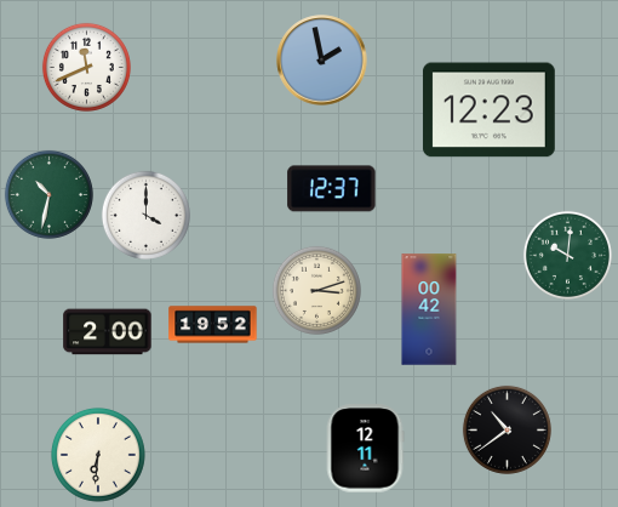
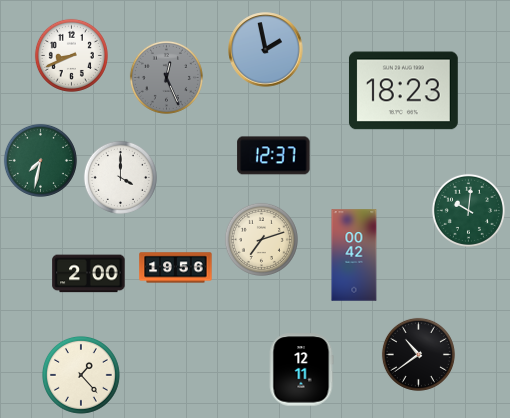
clock at (86, 67): 11:41 -> 8:41
clock at (166, 77): none -> 12:26
clock at (488, 110): 12:23 -> 18:23
clock at (48, 194): 10:32 -> 7:32
clock at (316, 290): 3:12 -> 7:12
clock at (213, 325): 19:52 -> 19:56
clock at (98, 455): 6:31 -> 1:23
